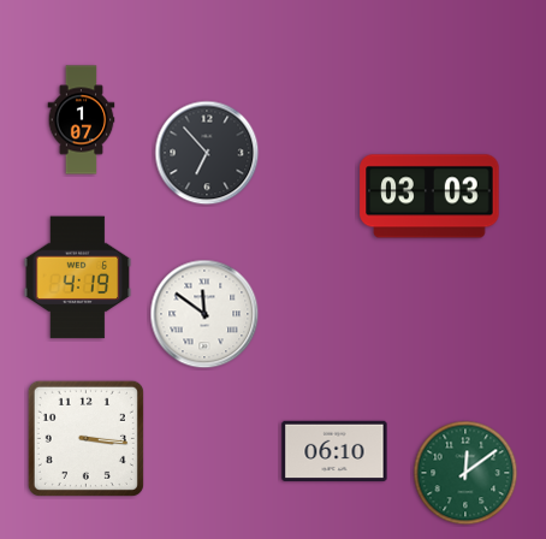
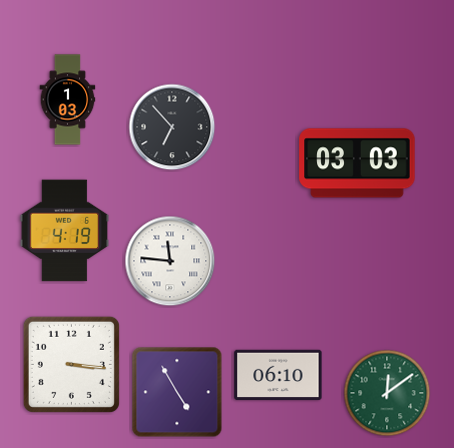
clock at (82, 120): 1:07 -> 1:03
clock at (204, 314): 11:51 -> 11:46
clock at (177, 392): none -> 4:55
